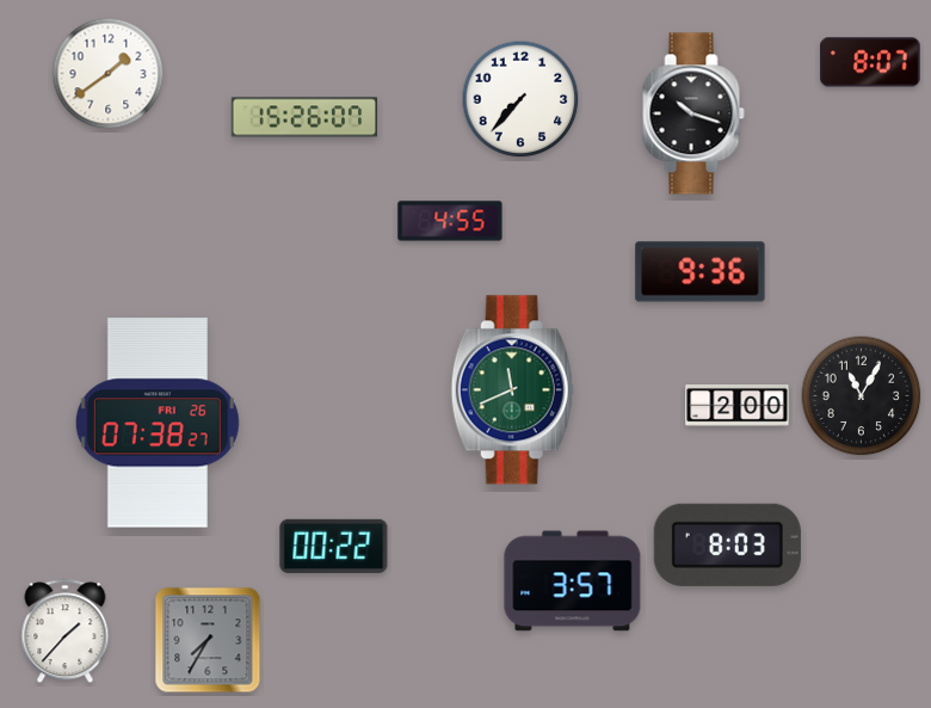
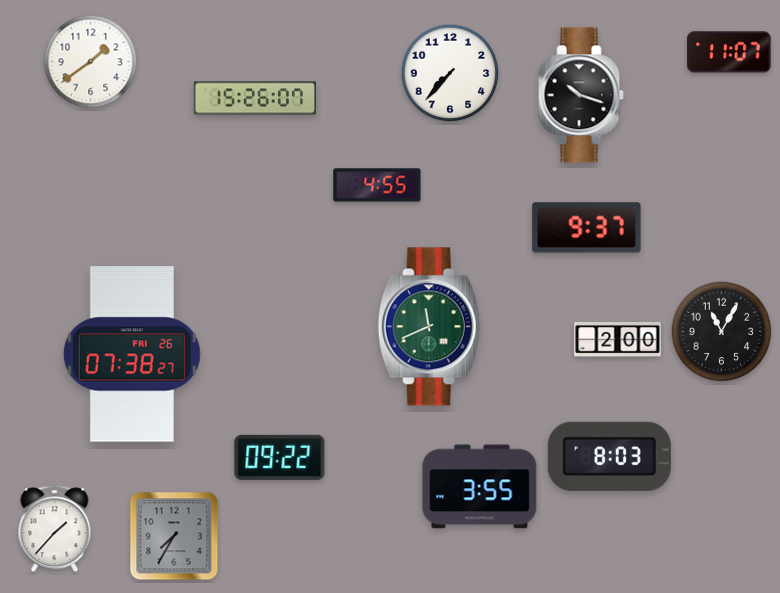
clock at (870, 62): 8:07 -> 11:07
clock at (520, 99) position: (520, 99) -> (450, 73)
clock at (701, 272): 9:36 -> 9:37
clock at (334, 546): 00:22 -> 09:22
clock at (573, 581): 3:57 -> 3:55
